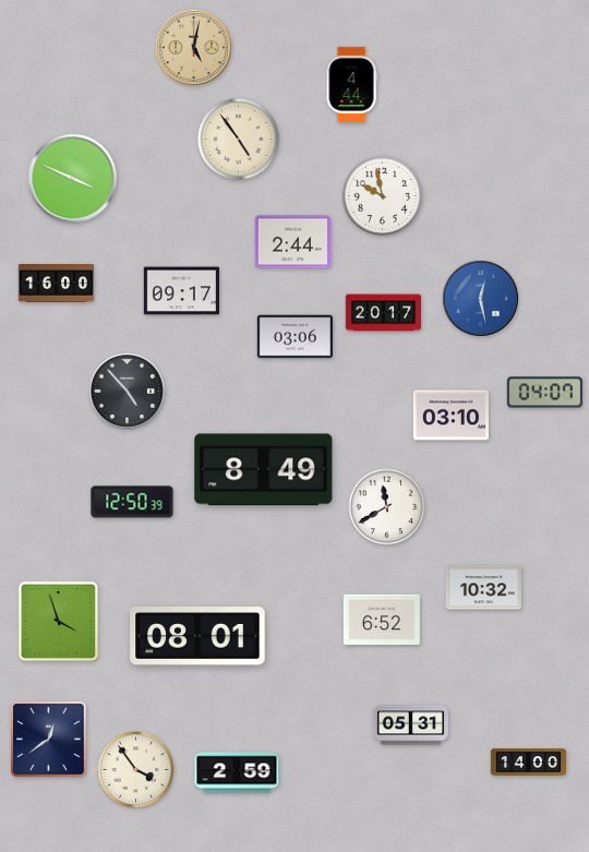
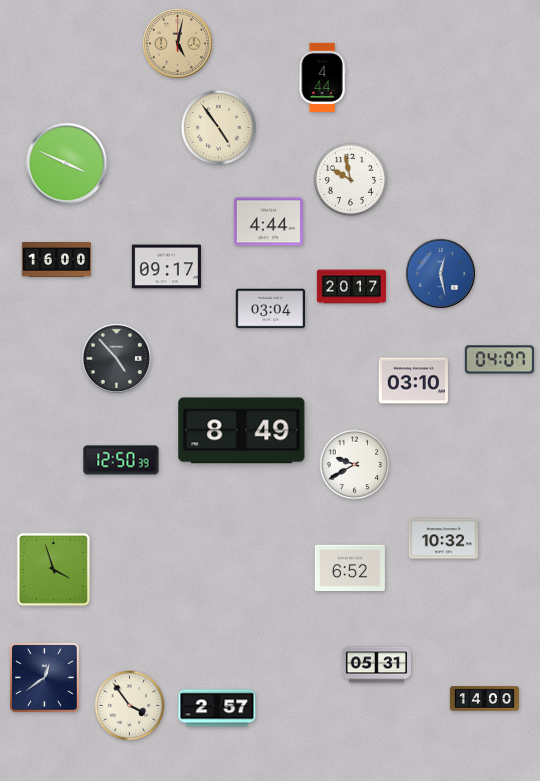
clock at (292, 242): 2:44 -> 4:44
clock at (56, 284) position: (56, 284) -> (56, 260)
clock at (294, 337): 03:06 -> 03:04
clock at (387, 507): 11:40 -> 9:40
clock at (197, 636): 08:01 -> none
clock at (136, 770) position: (136, 770) -> (130, 706)
clock at (237, 772): 2:59 -> 2:57
